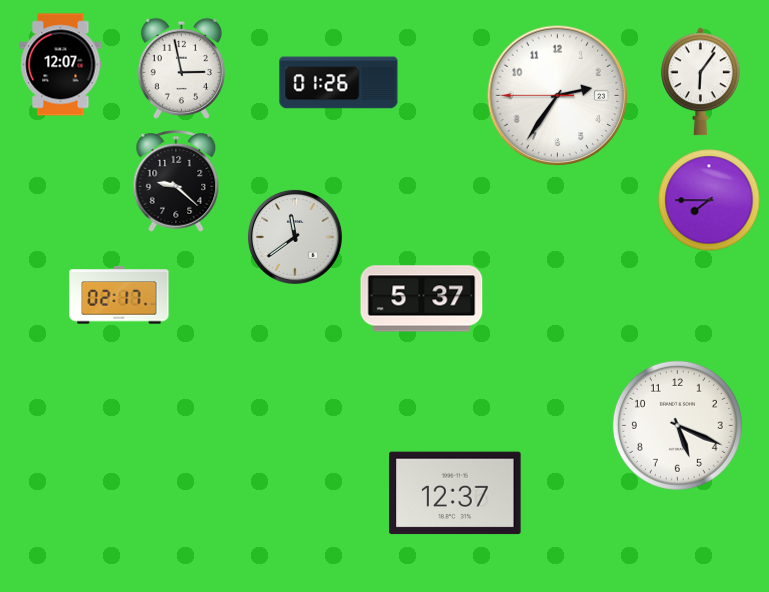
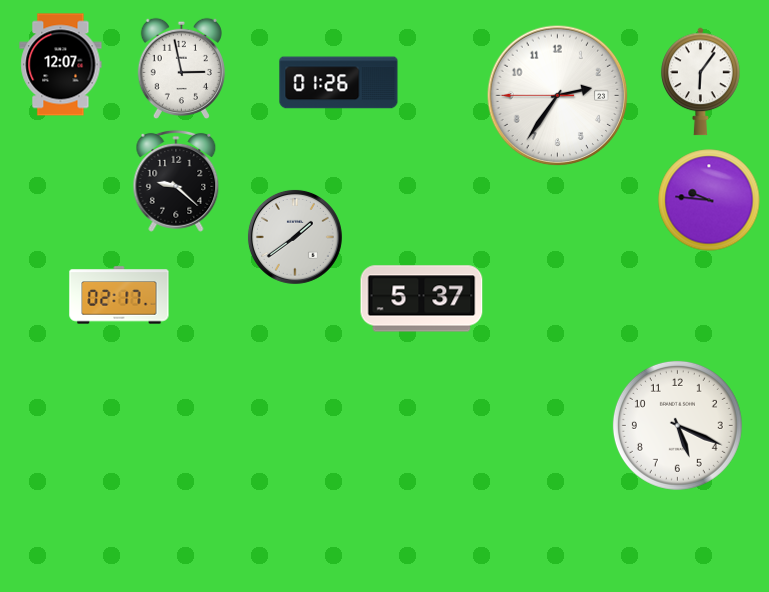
clock at (709, 200): 7:45 -> 9:46
clock at (295, 237): 11:39 -> 1:39
clock at (455, 493): 12:37 -> none
